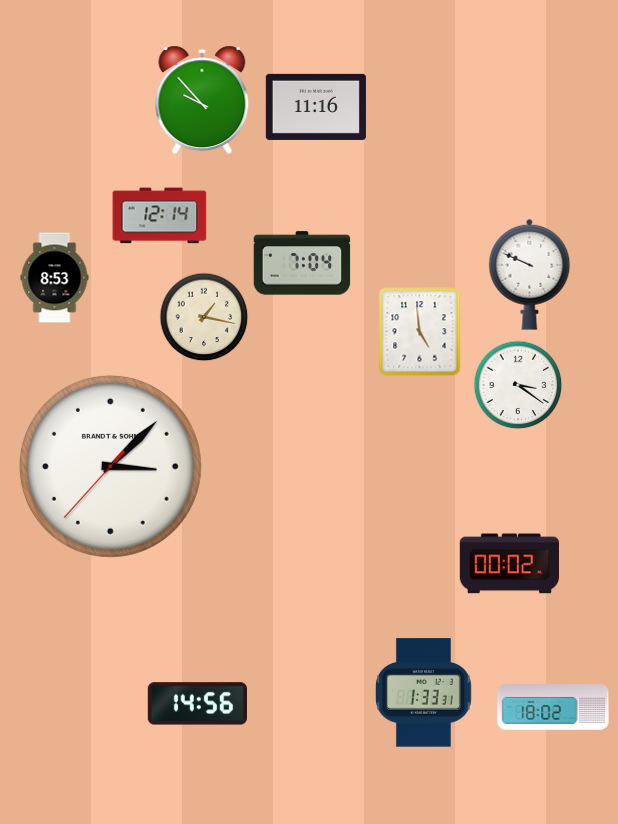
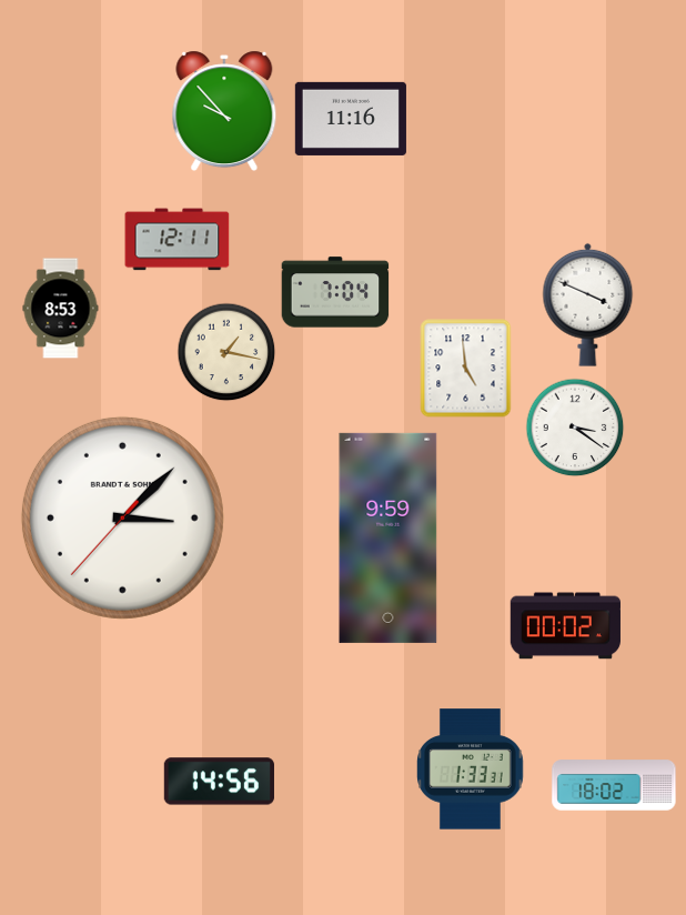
clock at (160, 216): 12:14 -> 12:11
clock at (530, 274): 9:49 -> 3:49
clock at (389, 537): none -> 9:59
